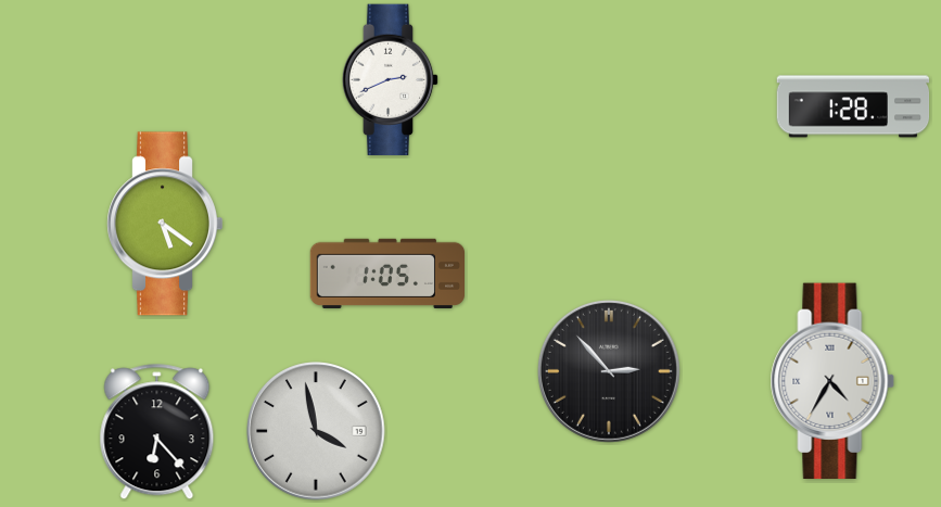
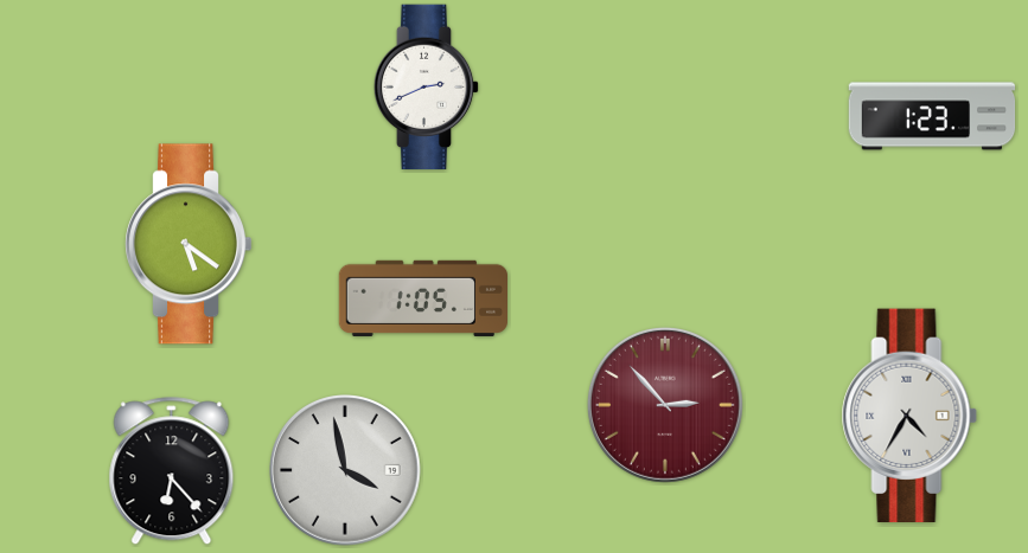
clock at (853, 106): 1:28 -> 1:23
clock at (164, 224) position: (164, 224) -> (187, 244)
clock at (609, 371) dial: black -> burgundy
